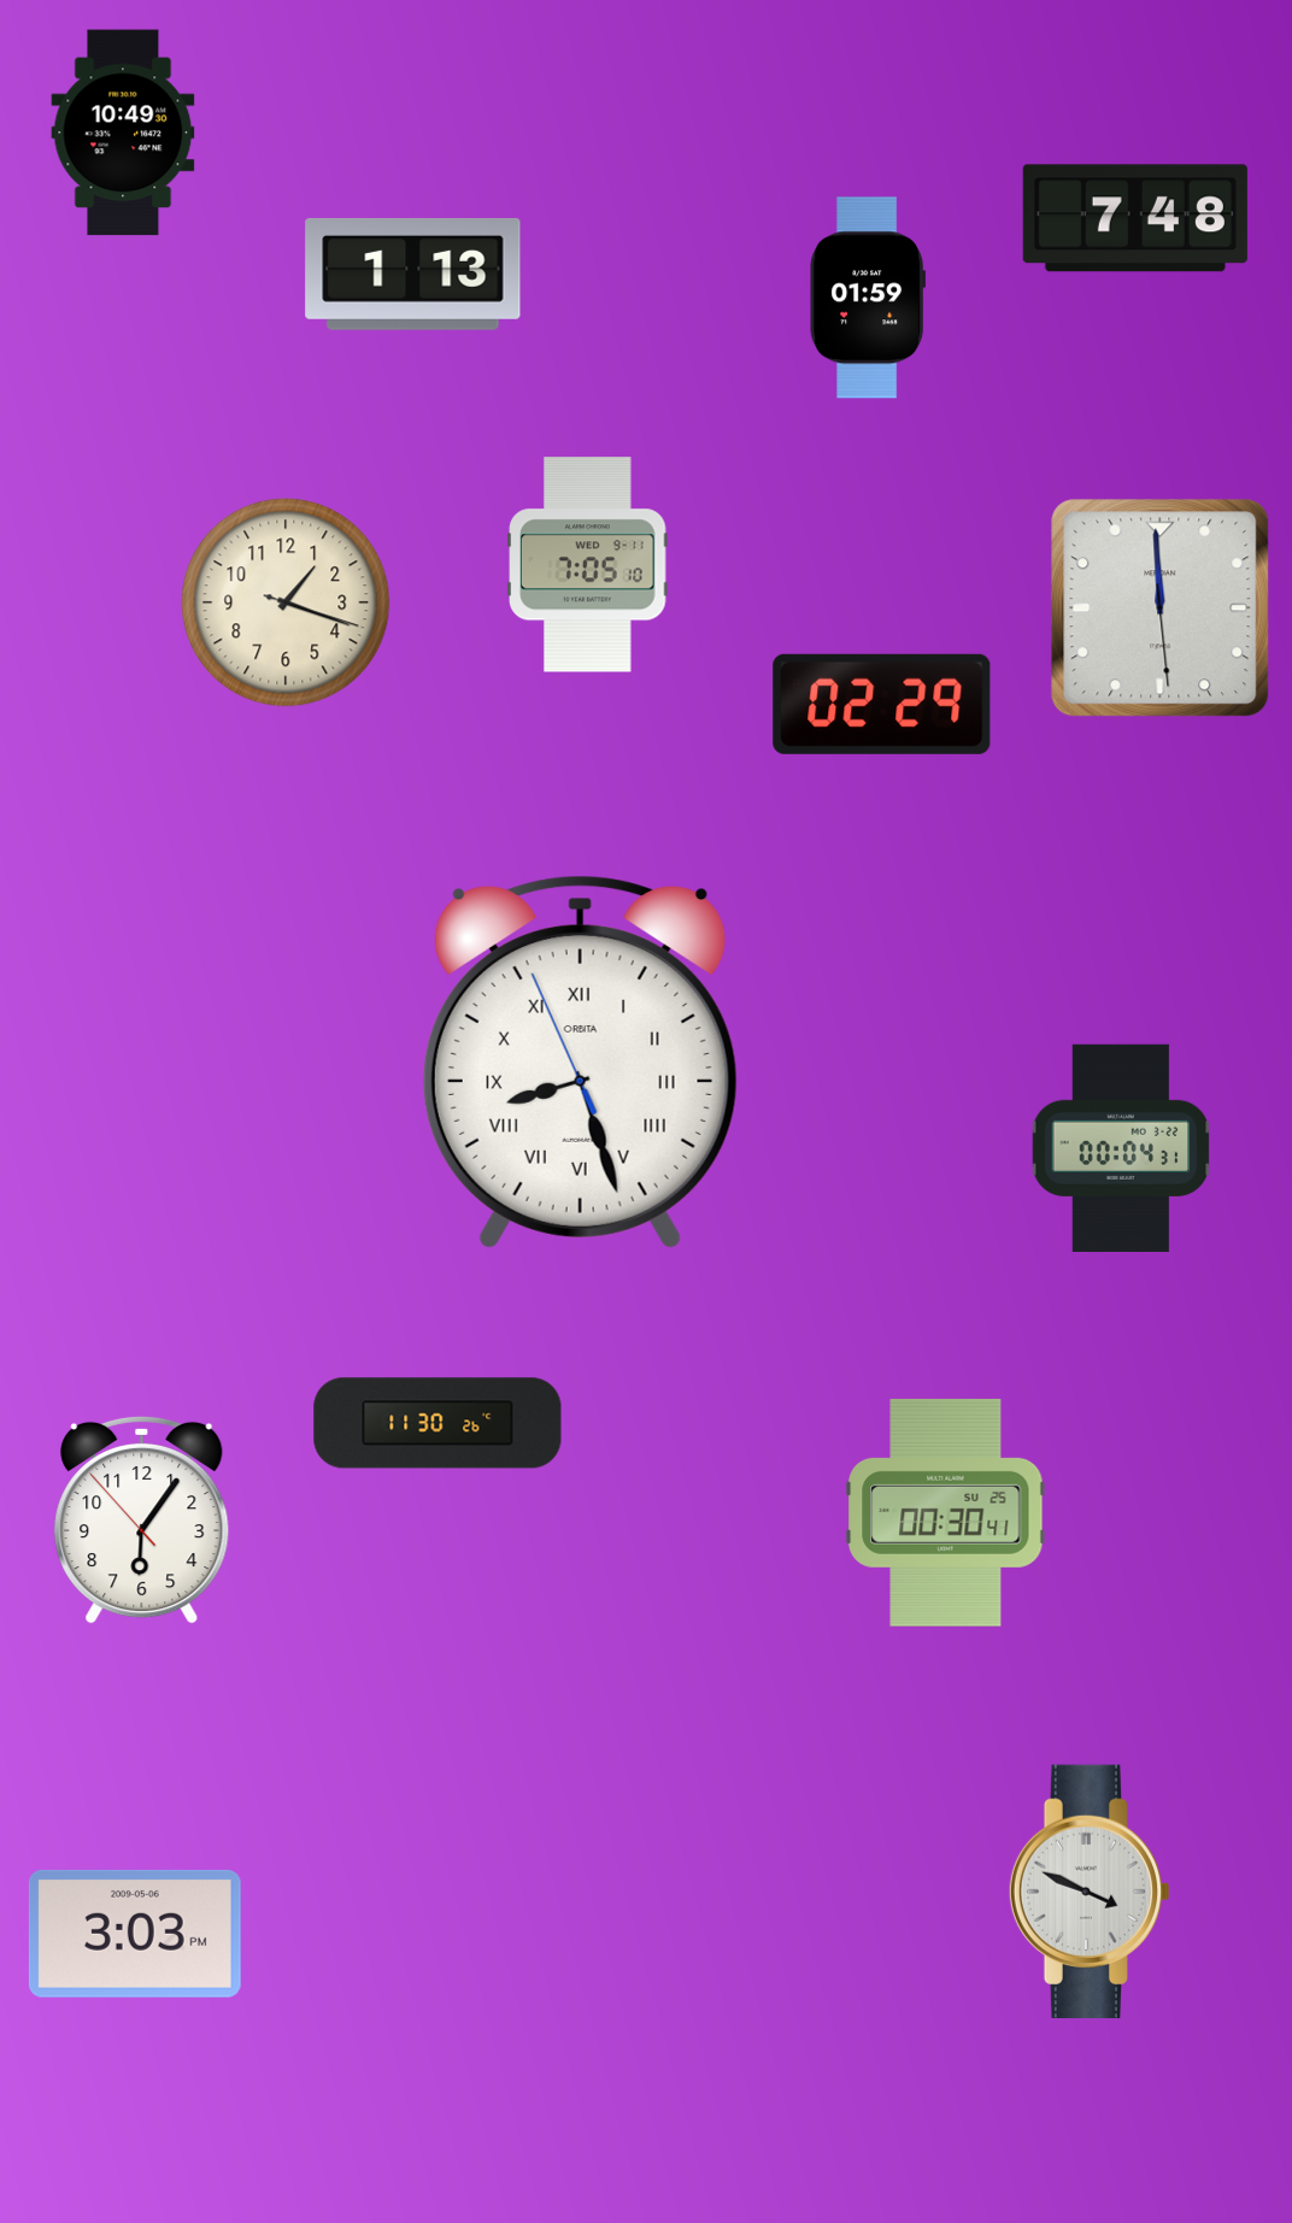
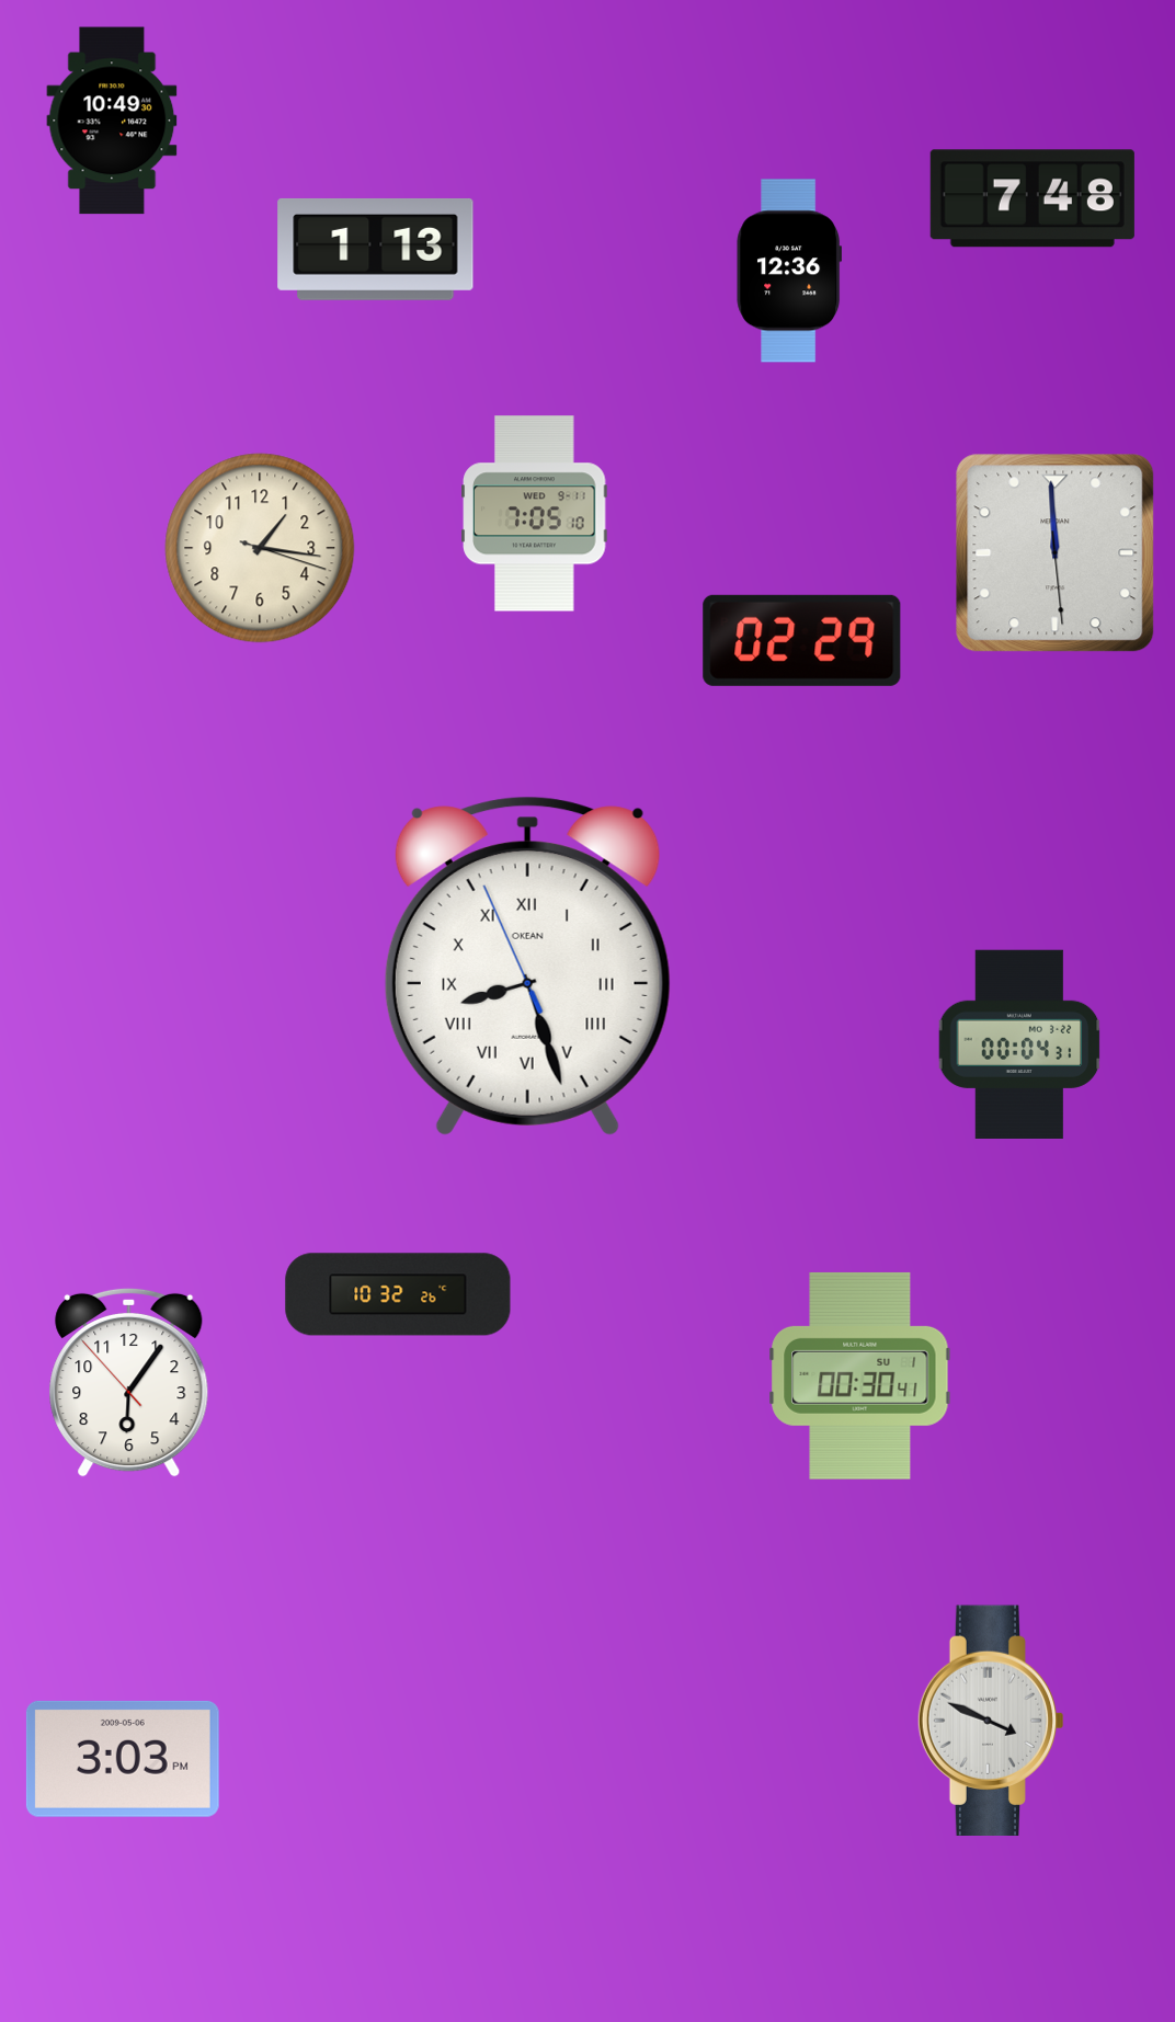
clock at (867, 298): 01:59 -> 12:36
clock at (286, 602): 1:18 -> 1:16
clock at (580, 1061) brand: ORBITA -> OKEAN
clock at (437, 1423): 11:30 -> 10:32
clock at (946, 1512) date: SU 25 -> SU 1
